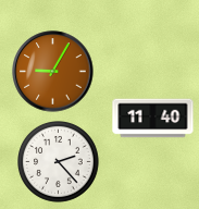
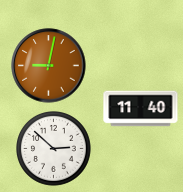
clock at (53, 72): 9:05 -> 9:02
clock at (59, 162): 2:23 -> 2:52
